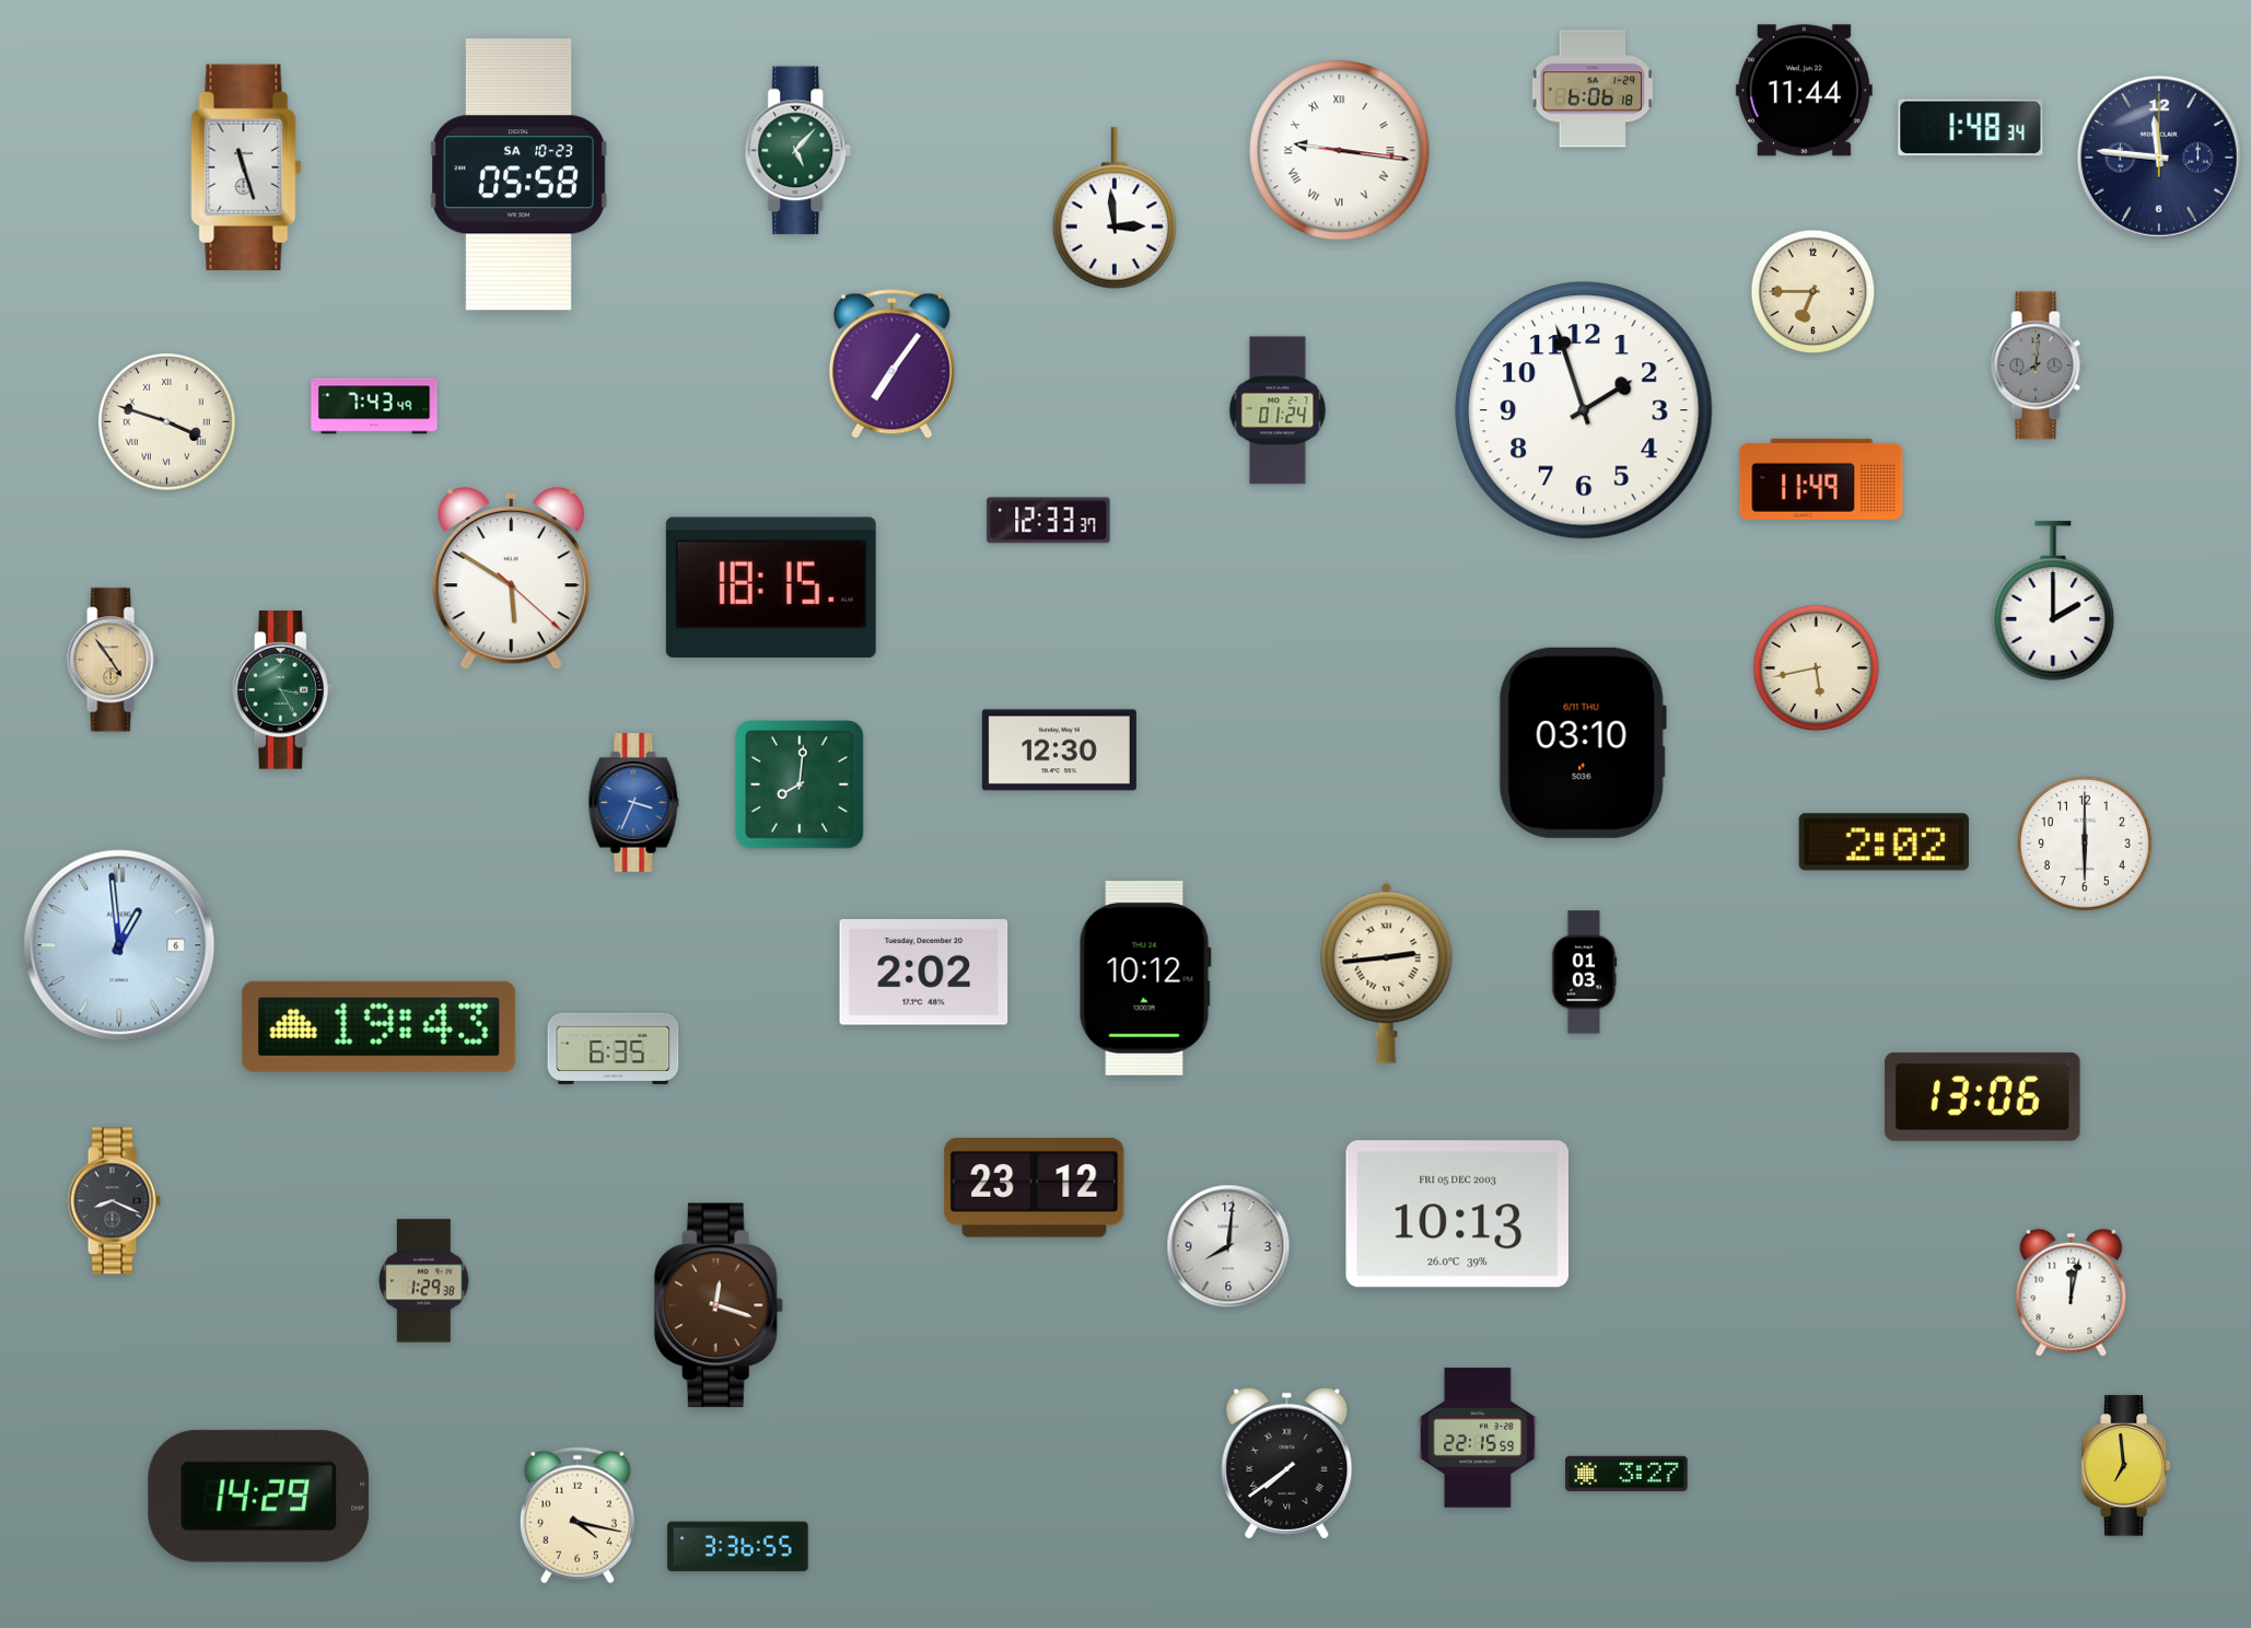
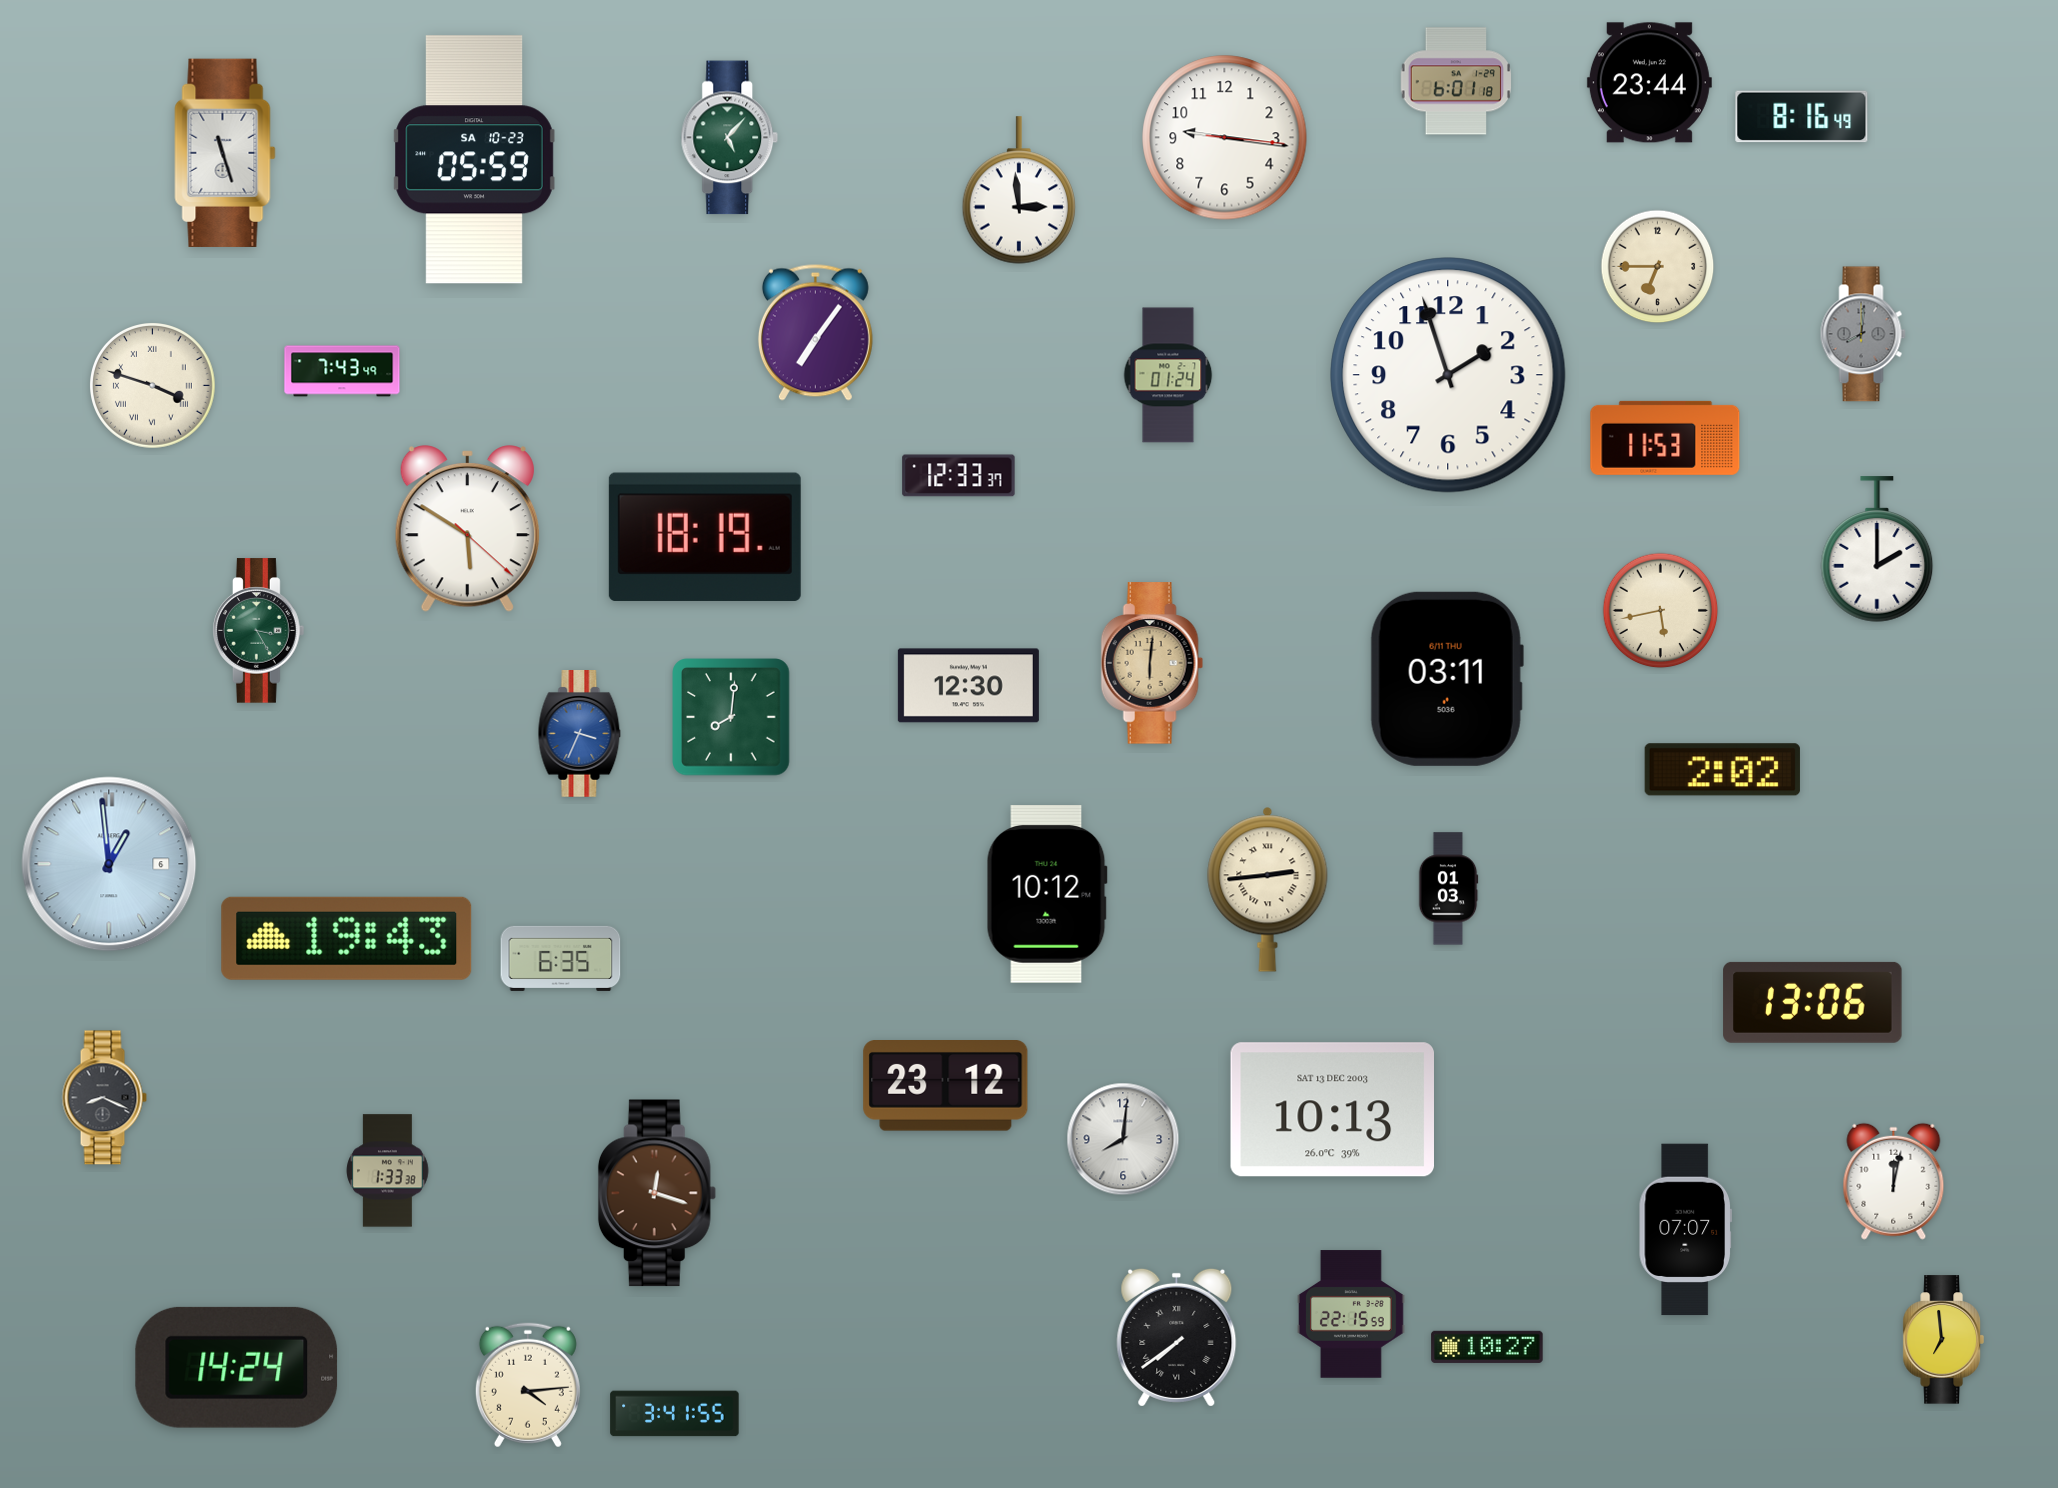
clock at (1591, 89): 6:06 -> 6:01
clock at (1804, 91): 11:44 -> 23:44
clock at (1971, 128): 1:48 -> 8:16
clock at (1340, 151) numerals: Roman -> Arabic
clock at (2160, 159): 11:46 -> none
clock at (520, 175): 05:58 -> 05:59
clock at (1821, 479): 11:49 -> 11:53
clock at (771, 588): 18:15 -> 18:19
clock at (113, 660): 4:54 -> none
clock at (1152, 663): none -> 6:01
clock at (1583, 743): 03:10 -> 03:11
clock at (2085, 844): 6:00 -> none
clock at (924, 973): 2:02 -> none
clock at (1457, 1214) date: FRI 05 DEC 2003 -> SAT 13 DEC 2003
clock at (424, 1281): 1:29 -> 1:33
clock at (1685, 1230): none -> 07:07
clock at (1626, 1474): 3:27 -> 10:27
clock at (259, 1496): 14:29 -> 14:24
clock at (578, 1515): 4:17 -> 4:14
clock at (738, 1547): 3:36 -> 3:41
